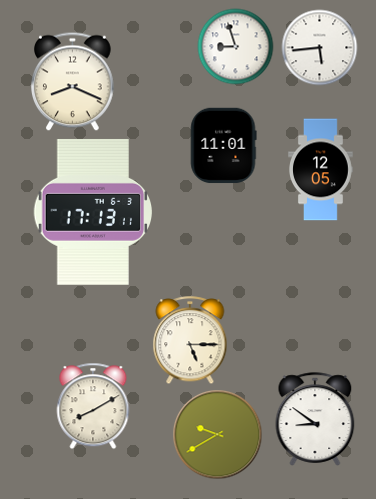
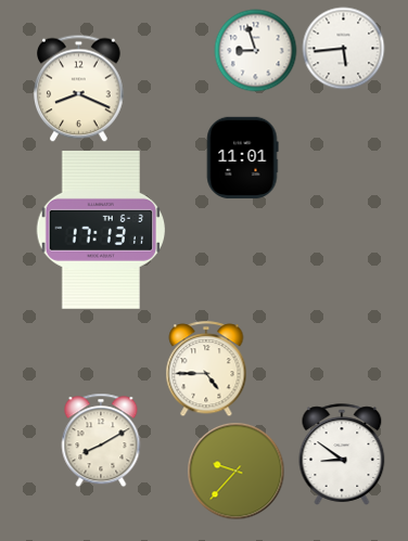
clock at (320, 48) position: (320, 48) -> (344, 49)
clock at (321, 170): 12:05 -> none
clock at (190, 341): 5:15 -> 4:45
clock at (218, 435): 9:40 -> 9:37
